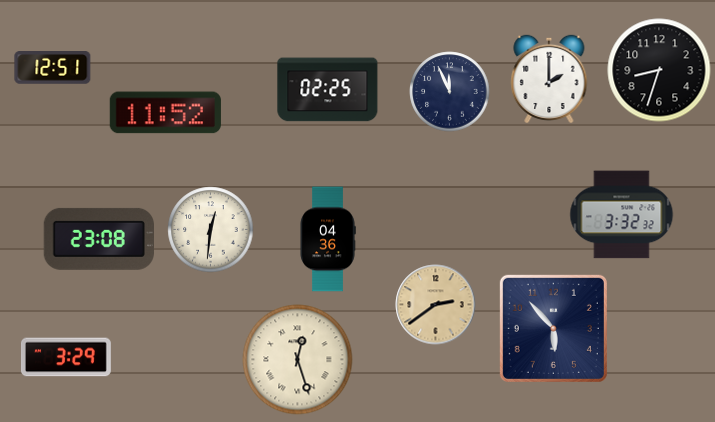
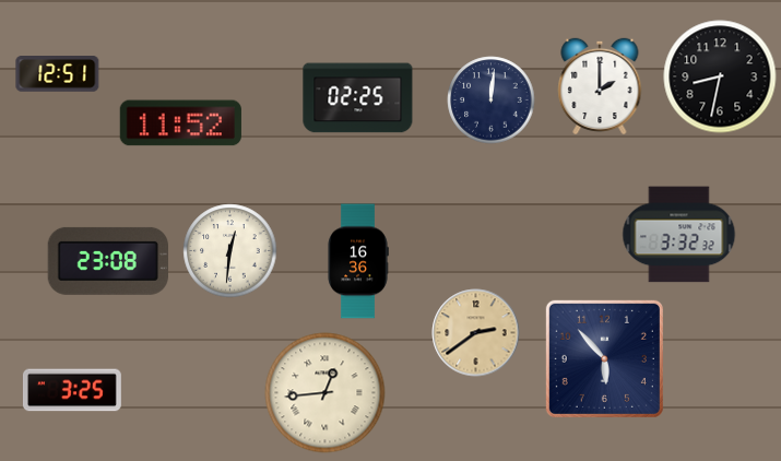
clock at (659, 70): 8:33 -> 8:32
clock at (450, 92): 11:56 -> 12:01
clock at (328, 239): 04:36 -> 16:36
clock at (66, 357): 3:29 -> 3:25
clock at (298, 360): 12:27 -> 12:44
